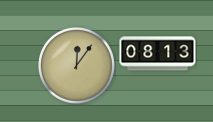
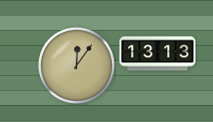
clock at (158, 54): 08:13 -> 13:13
